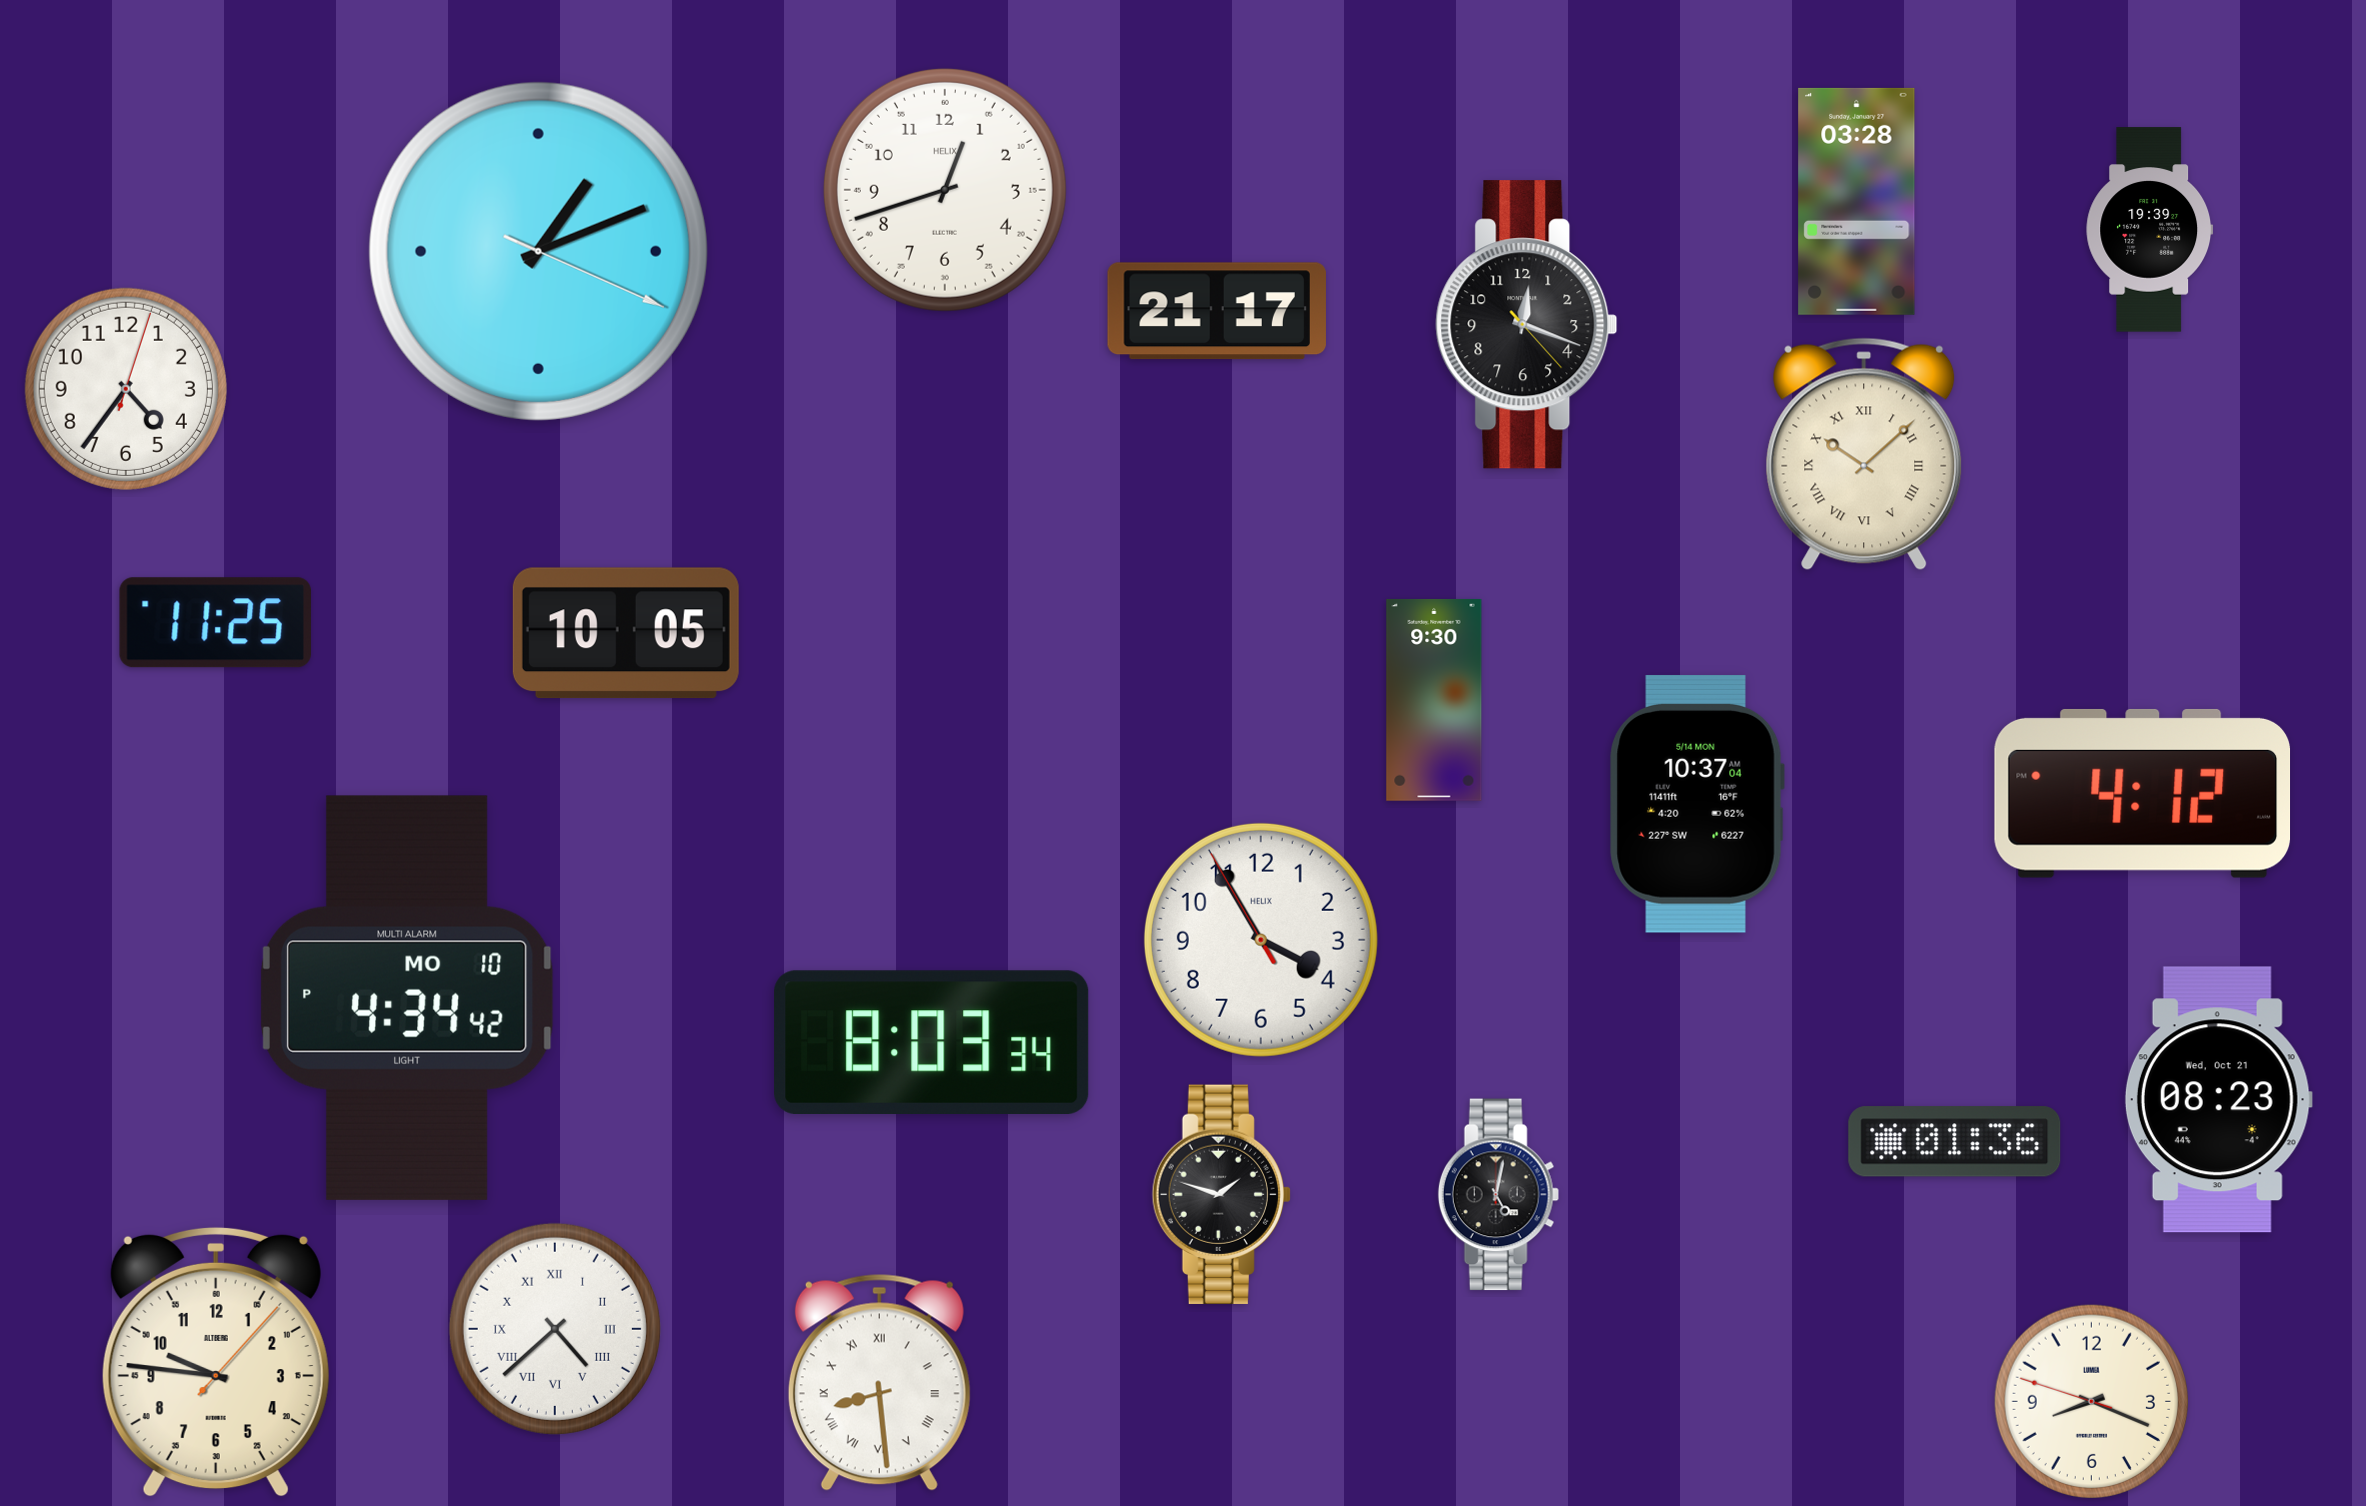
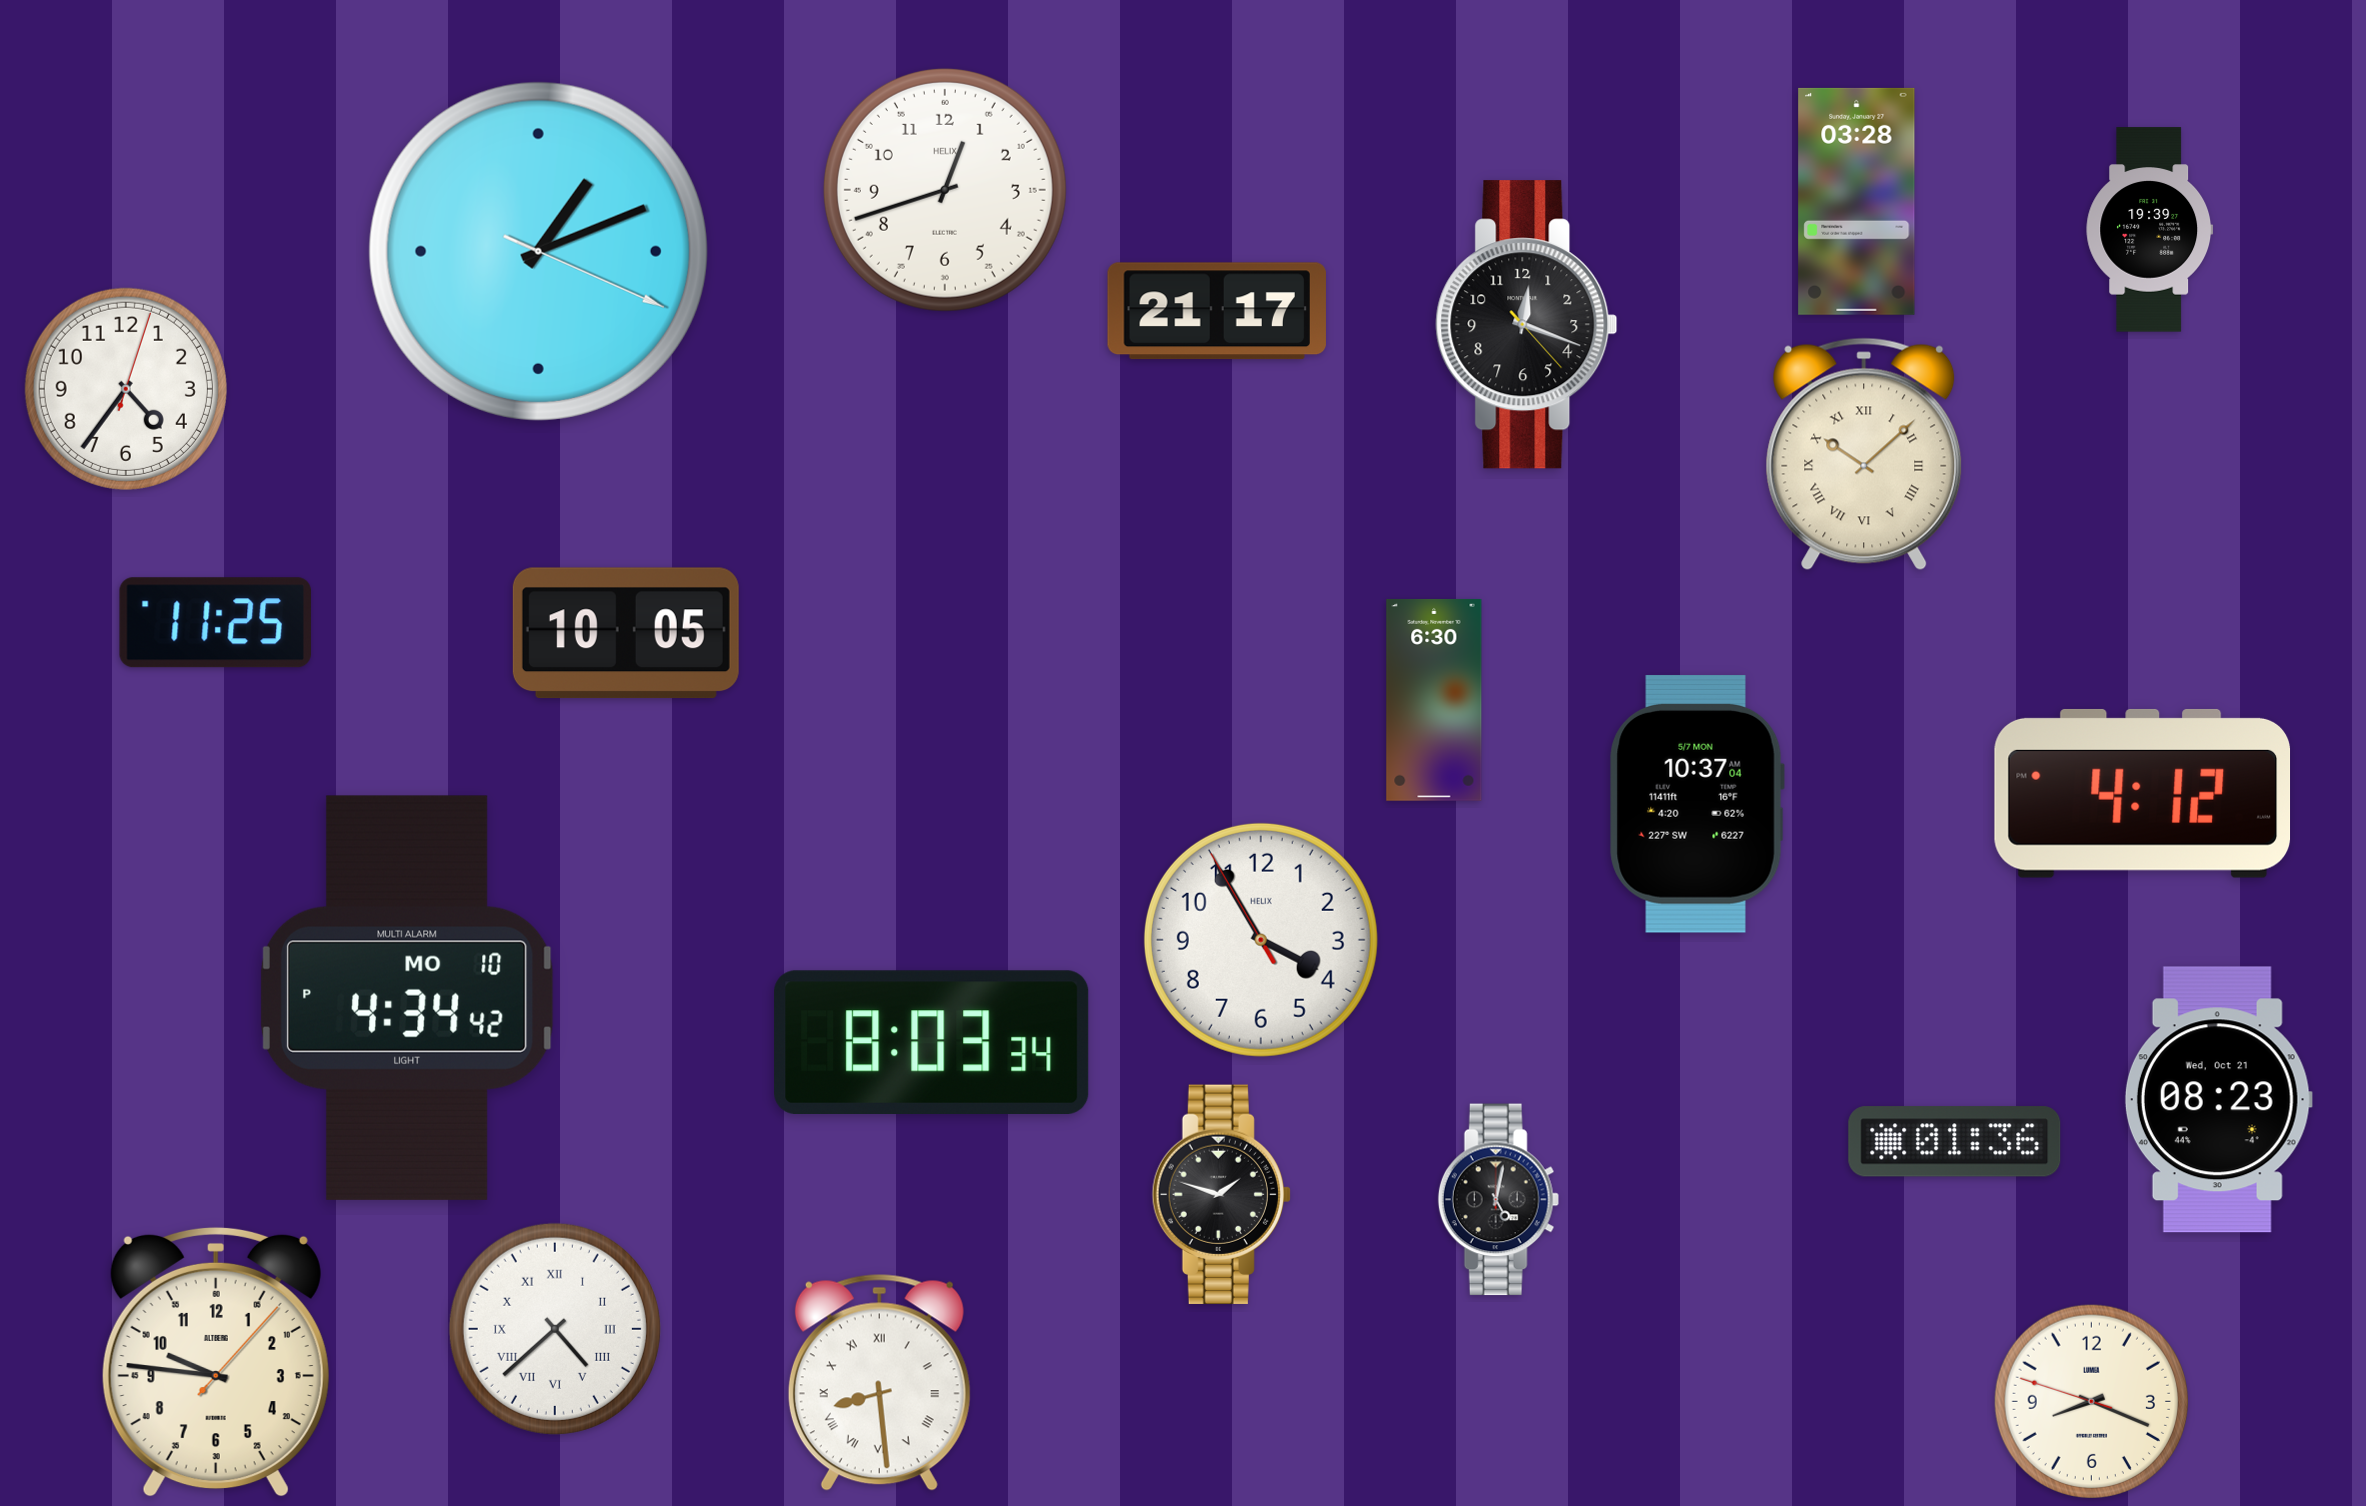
clock at (1434, 700): 9:30 -> 6:30
clock at (1697, 804) date: 5/14 MON -> 5/7 MON
clock at (1498, 1195) position: (1498, 1195) -> (1498, 1200)
